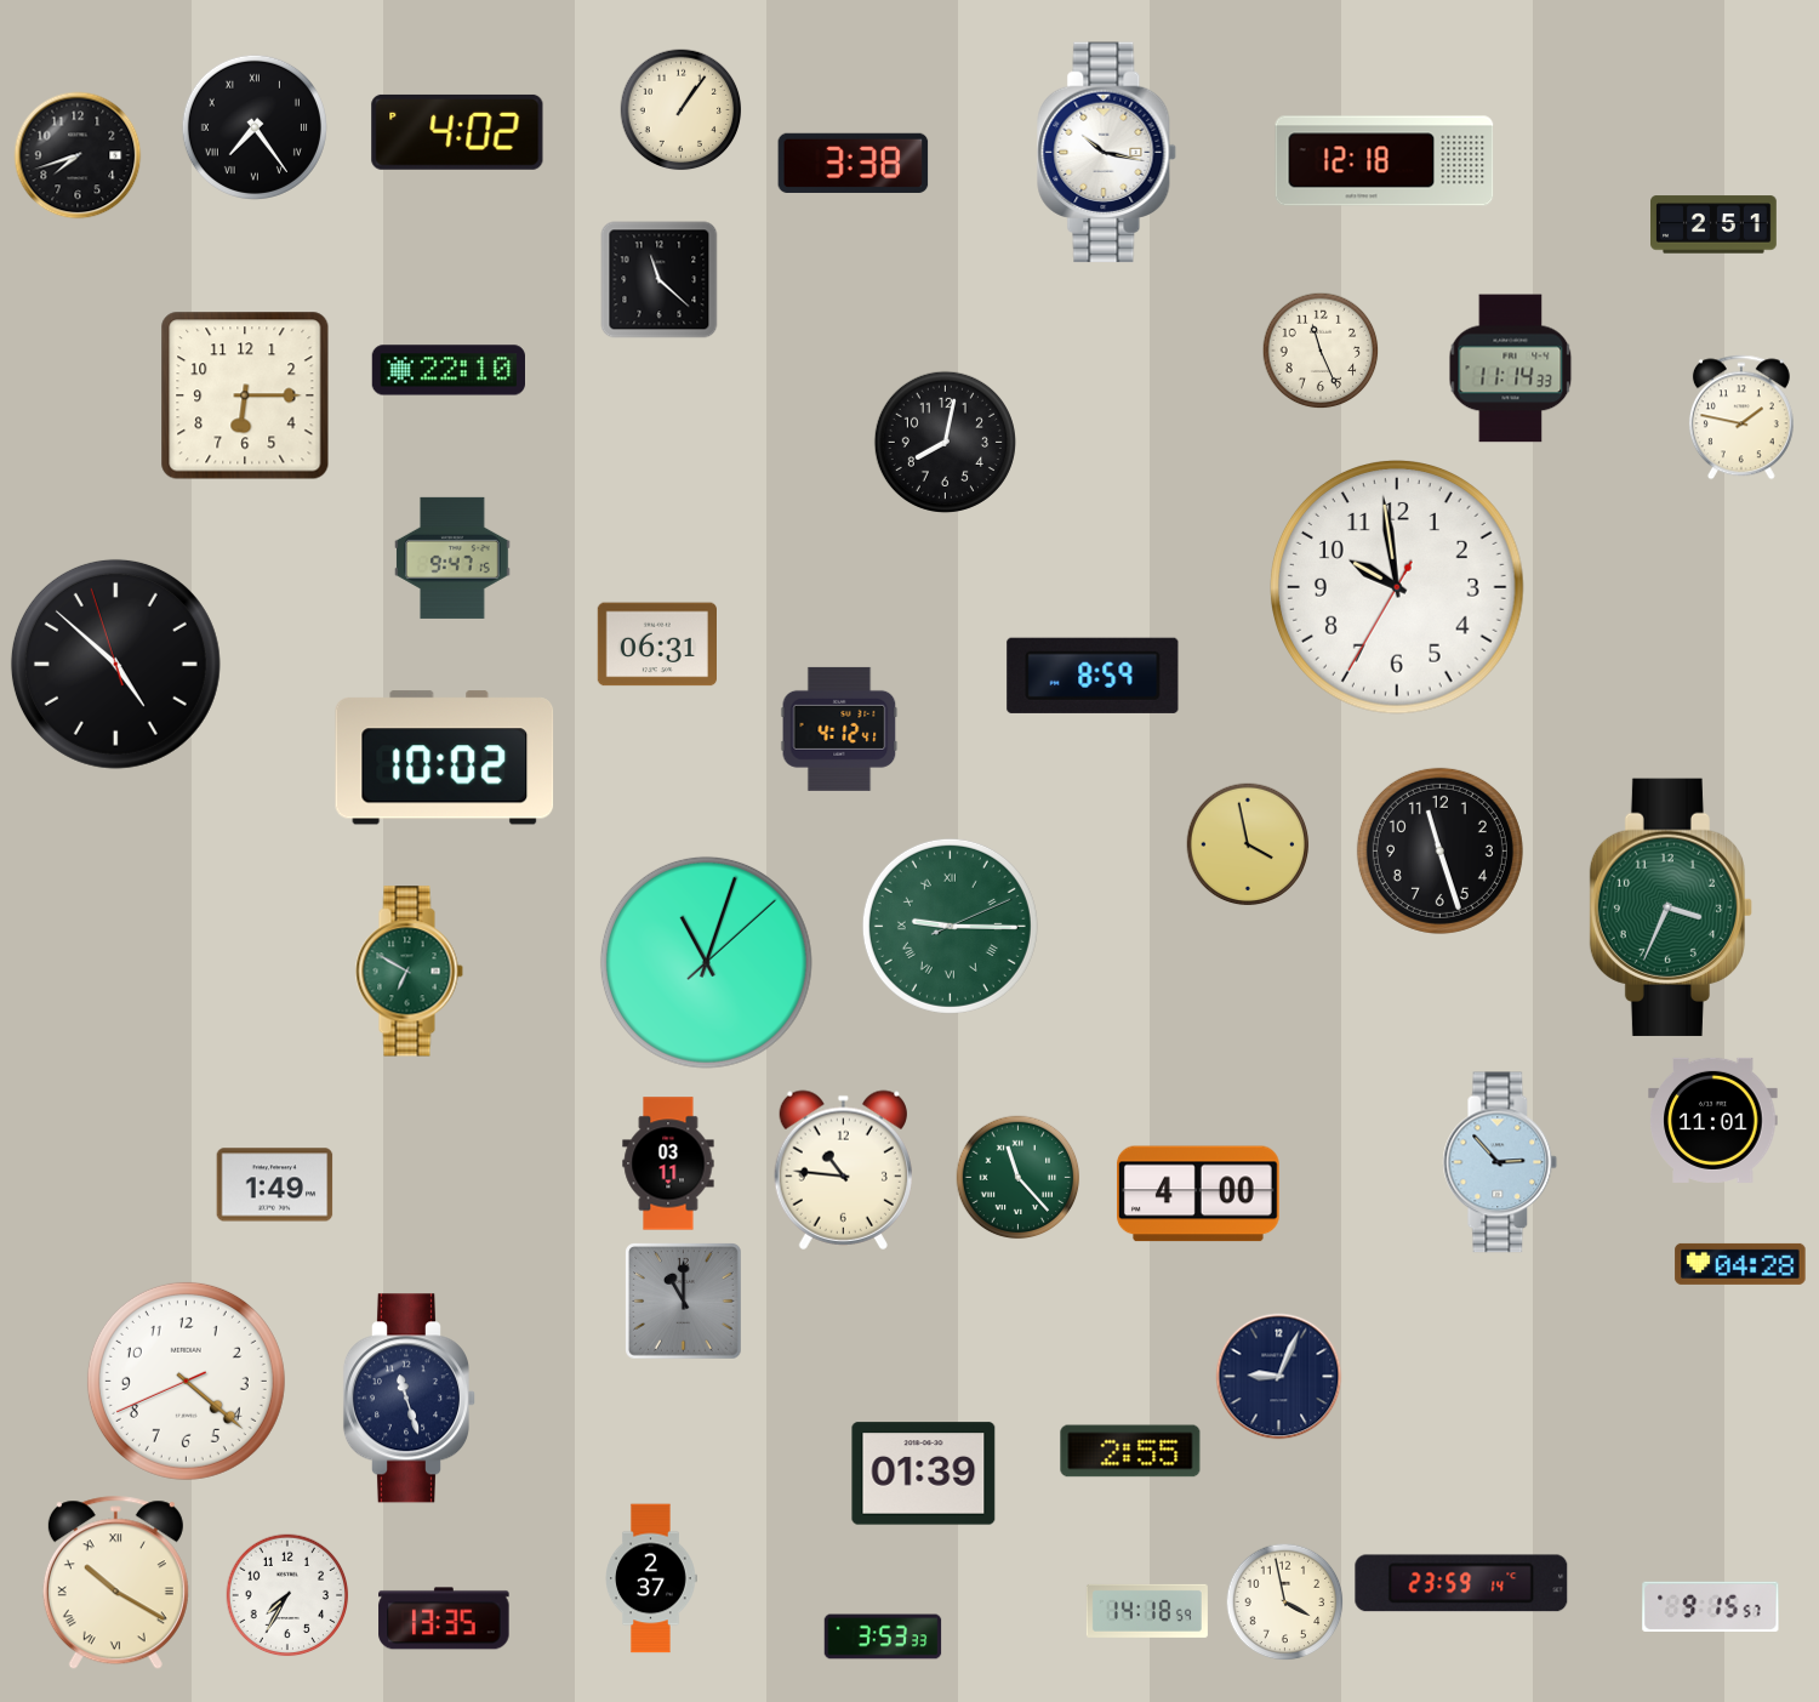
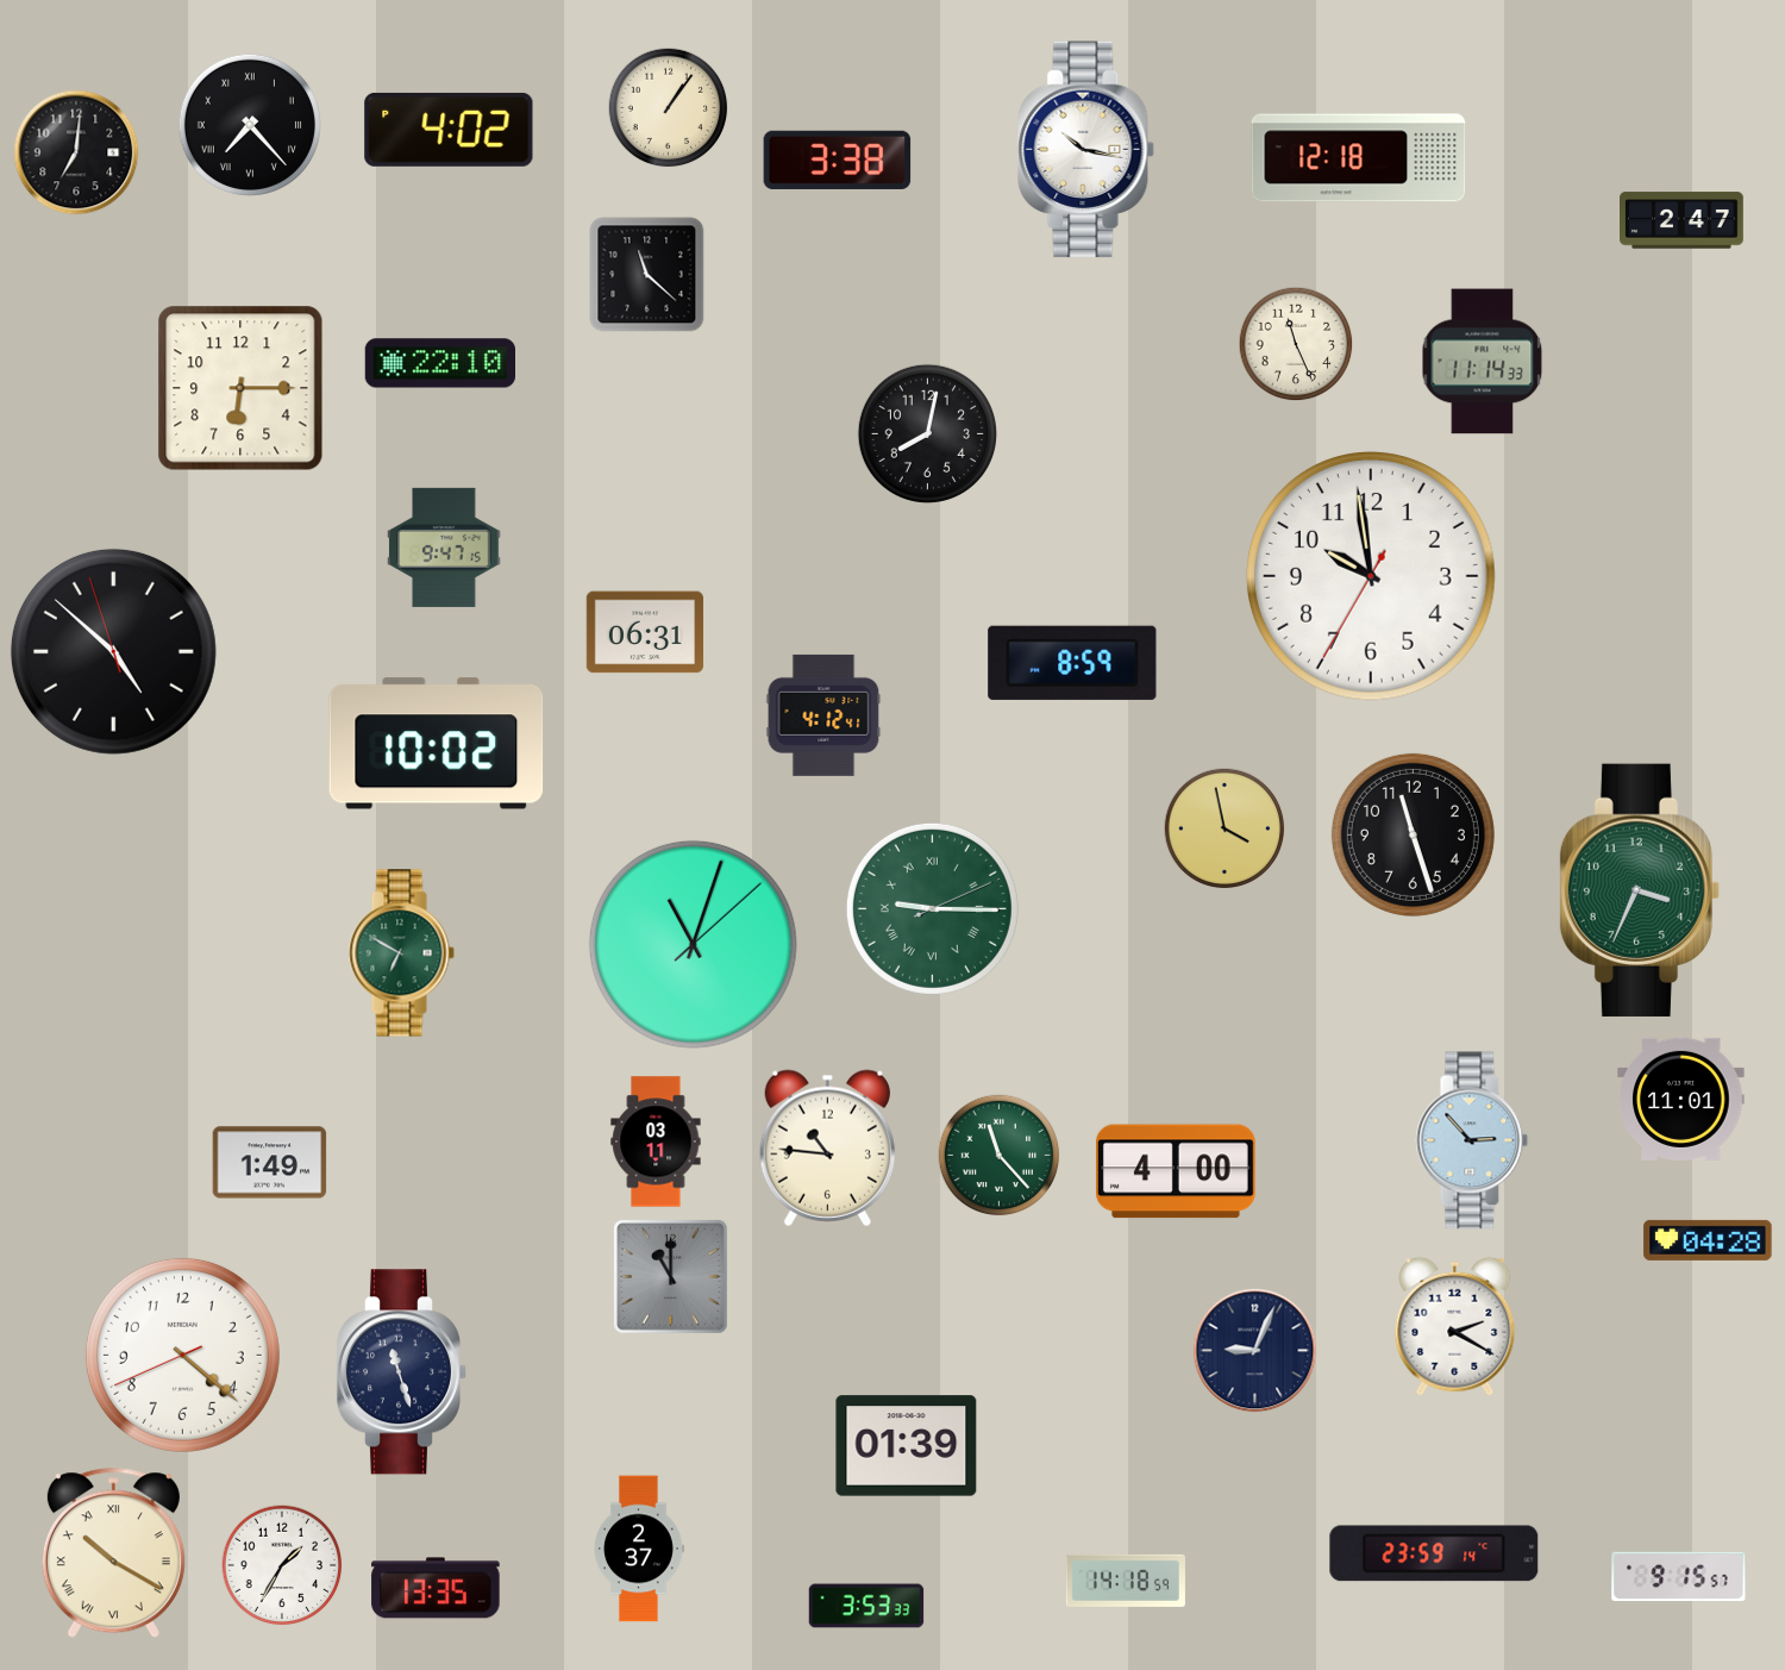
clock at (255, 127): 7:24 -> 7:23
clock at (78, 155): 7:42 -> 7:01
clock at (1715, 224): 2:51 -> 2:47
clock at (1741, 417): 1:47 -> none
clock at (1455, 1326): none -> 2:20
clock at (1130, 1451): 2:55 -> none
clock at (287, 1595): 7:35 -> 1:35
clock at (1285, 1603): 3:58 -> none
